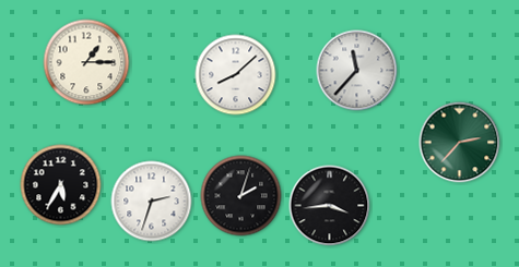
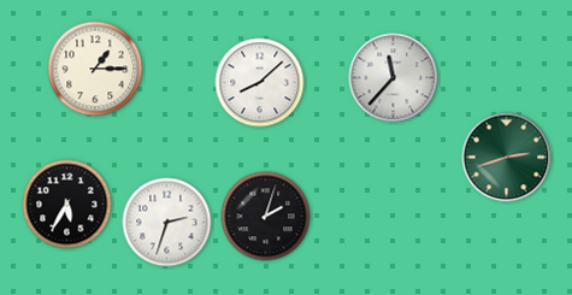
clock at (460, 143): 2:37 -> 2:42
clock at (330, 206): 3:44 -> none
